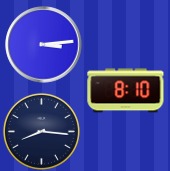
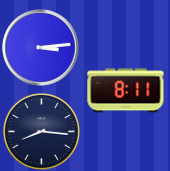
clock at (44, 45) position: (44, 45) -> (41, 48)
clock at (126, 91): 8:10 -> 8:11
